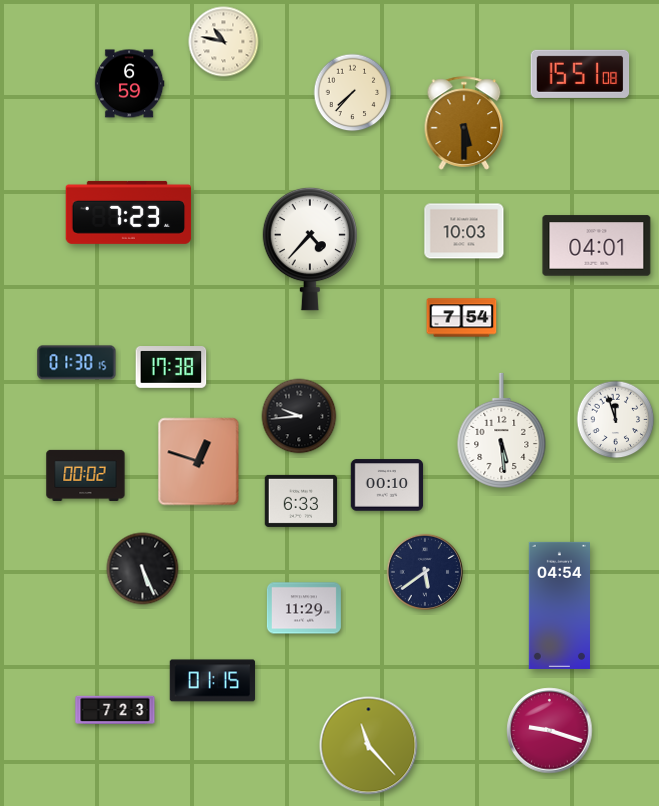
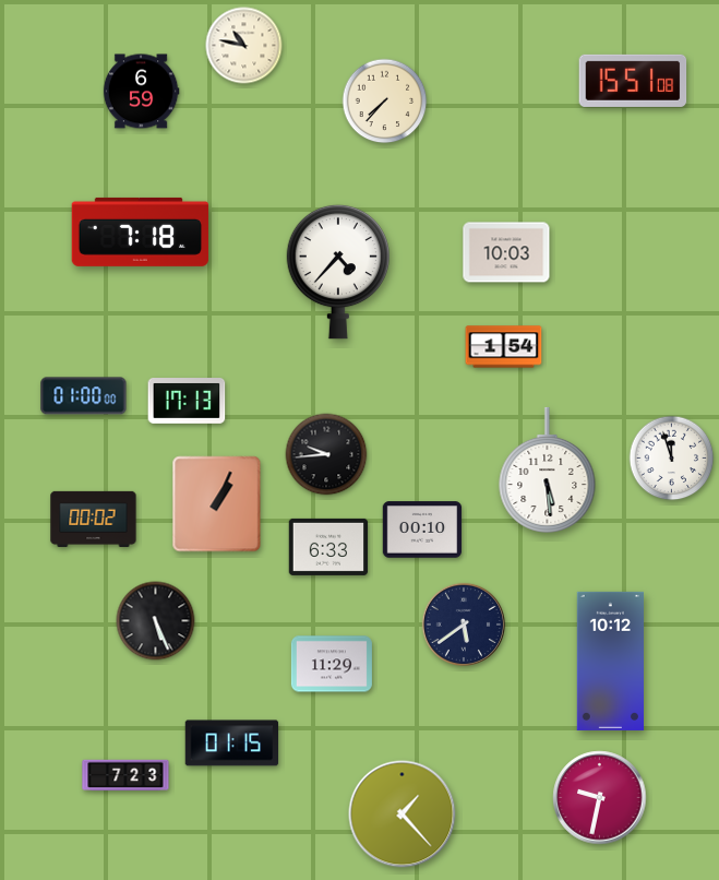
clock at (464, 123): 5:30 -> none
clock at (129, 212): 7:23 -> 7:18
clock at (597, 246): 04:01 -> none
clock at (462, 318): 7:54 -> 1:54
clock at (77, 363): 01:30 -> 01:00
clock at (171, 368): 17:38 -> 17:13
clock at (199, 462): 12:48 -> 1:04
clock at (559, 605): 04:54 -> 10:12
clock at (550, 731): 9:18 -> 9:32
clock at (369, 746): 11:23 -> 1:23
